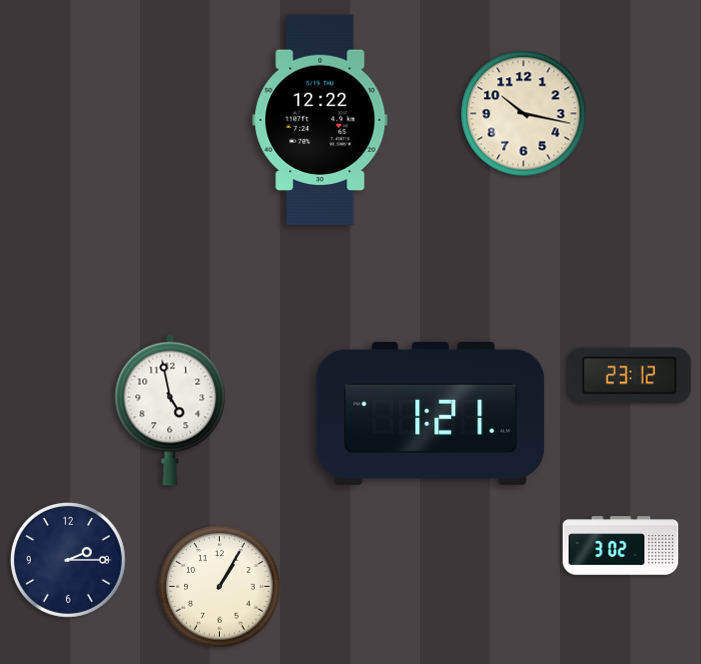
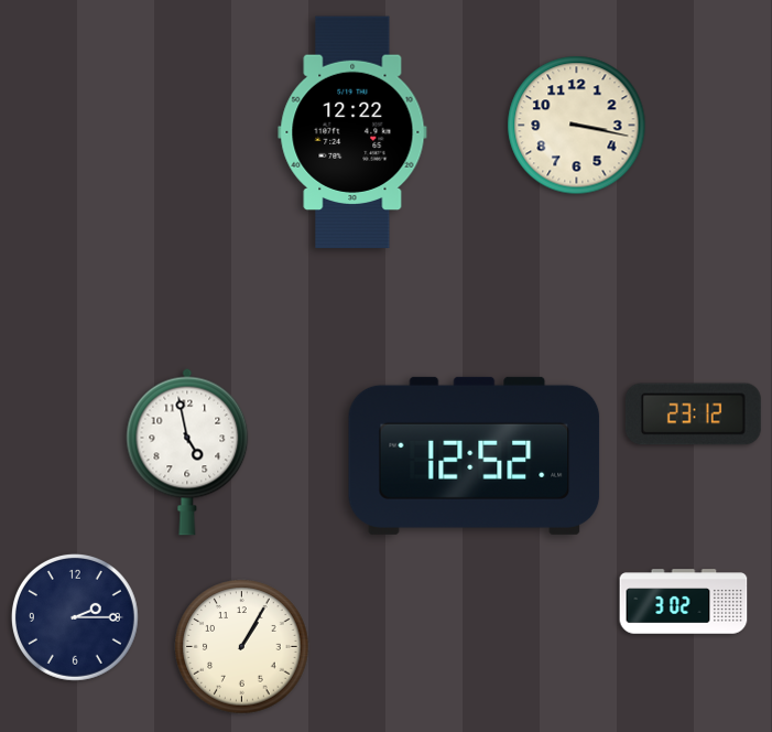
clock at (524, 114): 10:17 -> 3:17
clock at (431, 413): 1:21 -> 12:52
